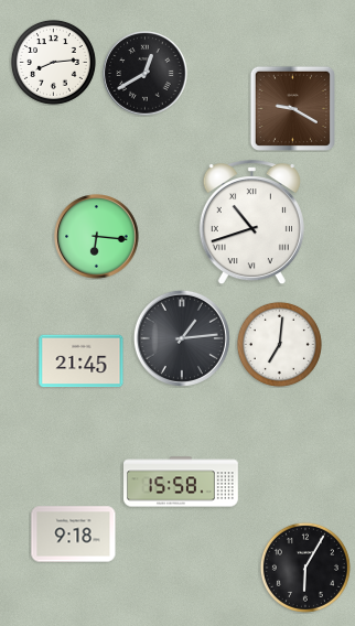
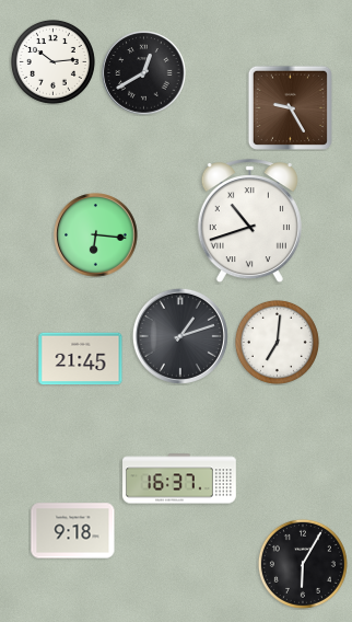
clock at (53, 62): 8:14 -> 10:14
clock at (292, 108): 9:20 -> 9:25
clock at (182, 338): 1:14 -> 1:12
clock at (181, 482): 15:58 -> 16:37
